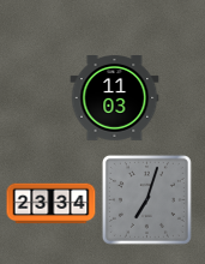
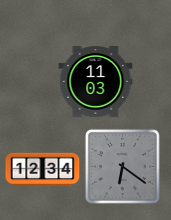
clock at (146, 199): 7:03 -> 6:21
clock at (52, 204): 23:34 -> 12:34
